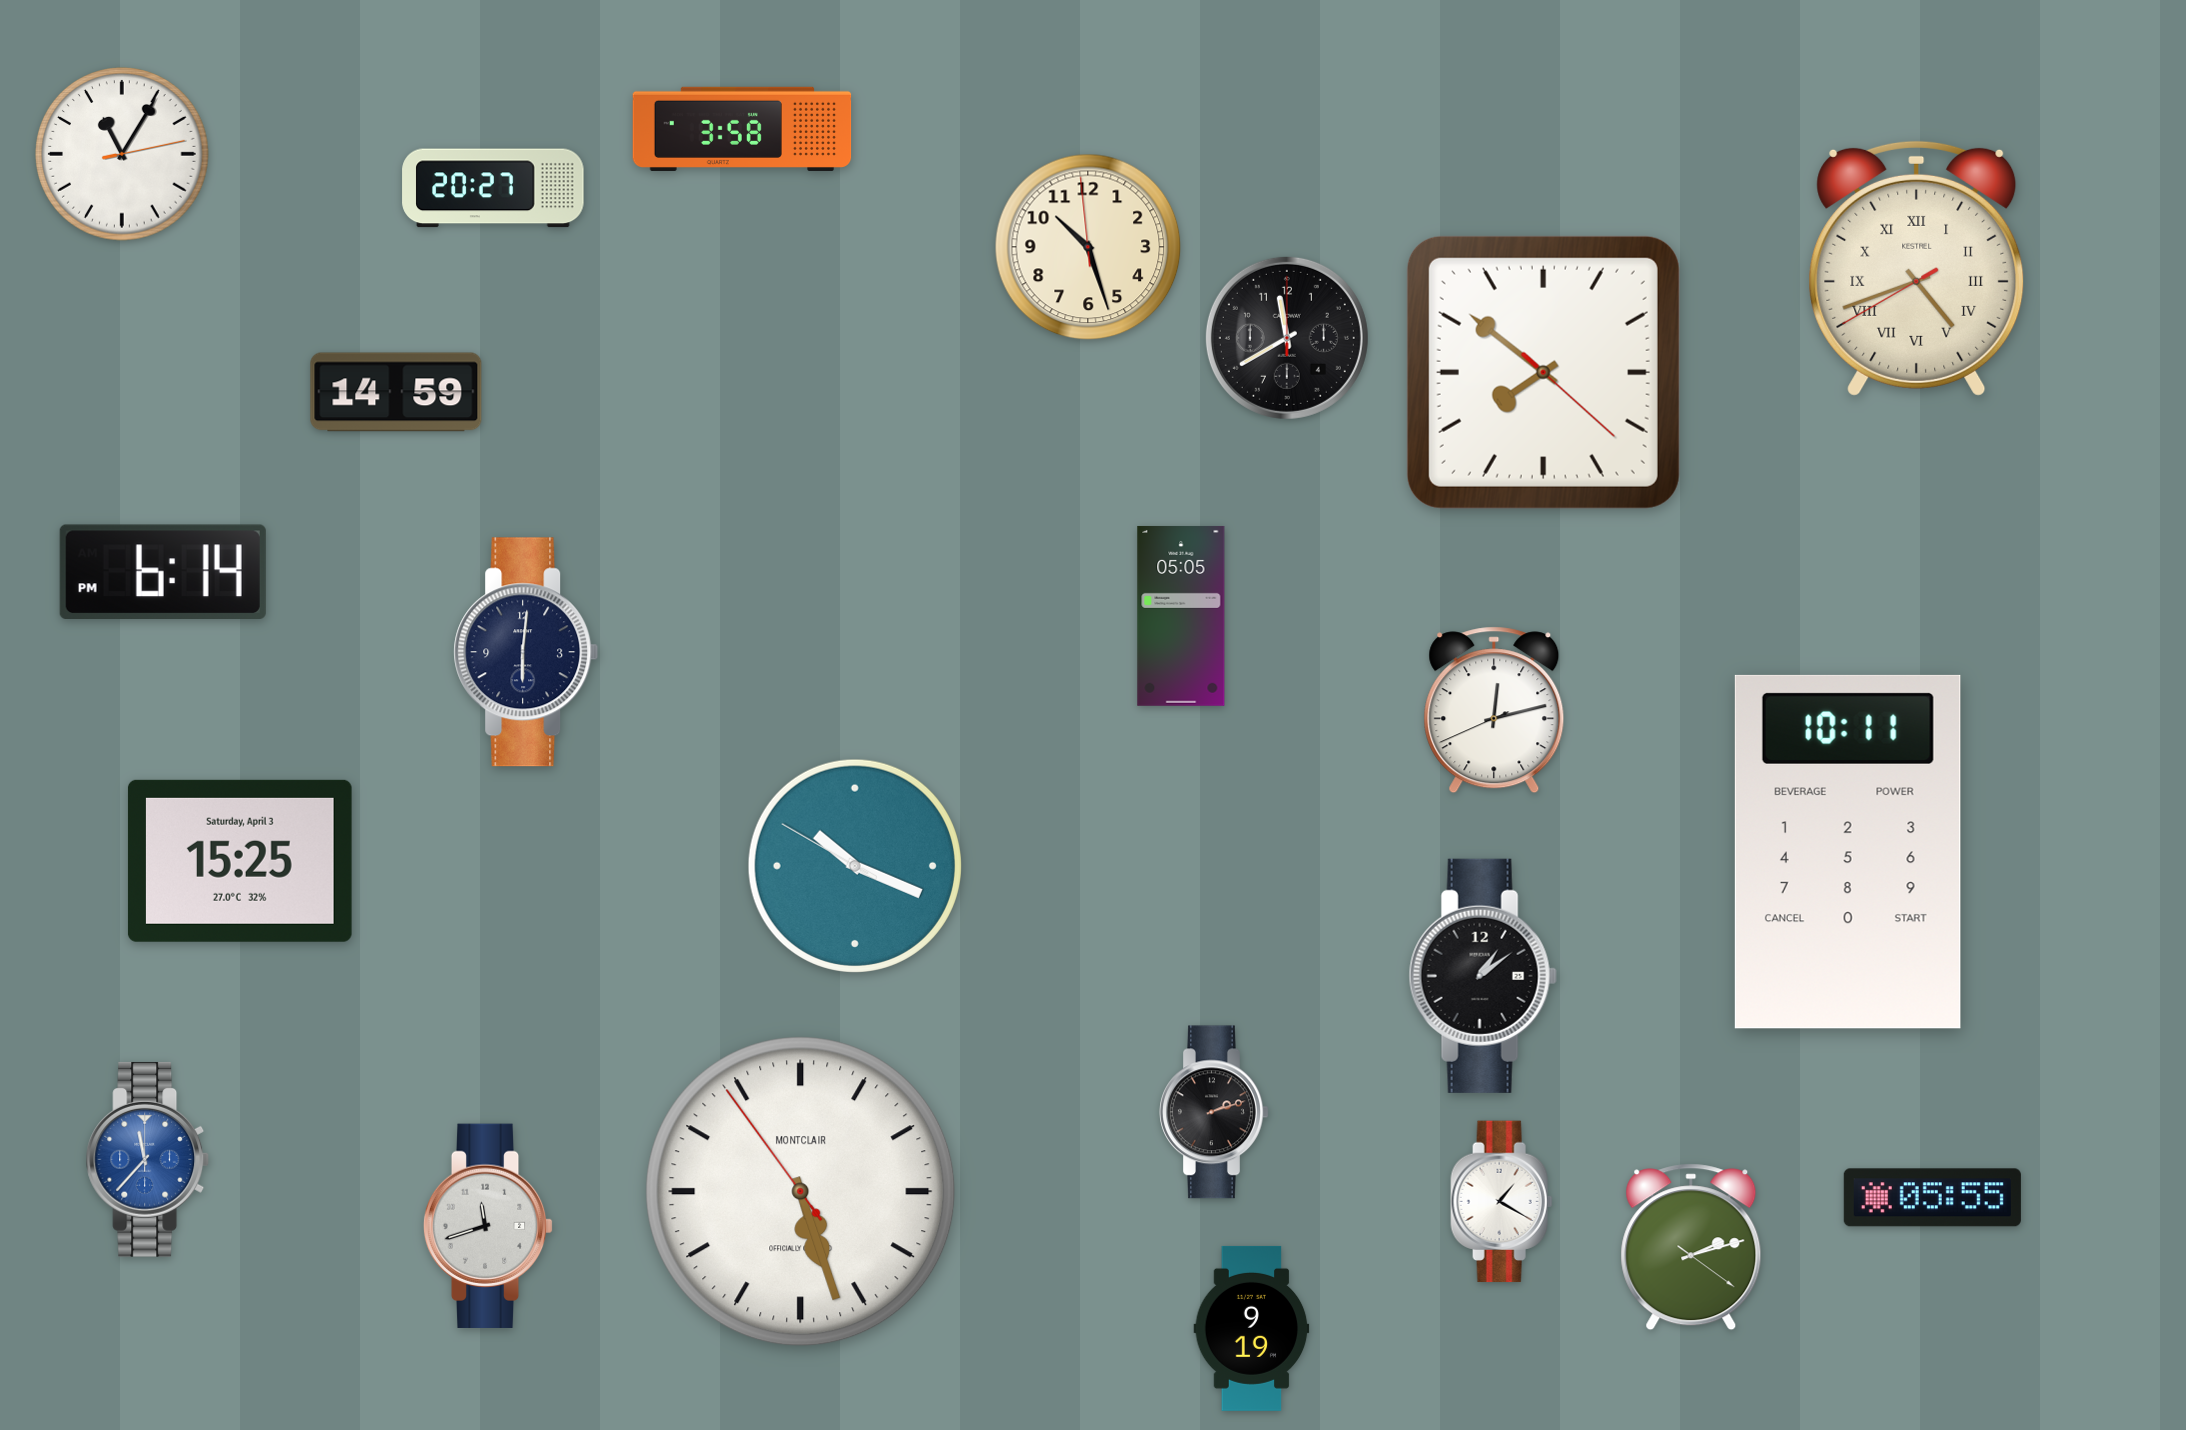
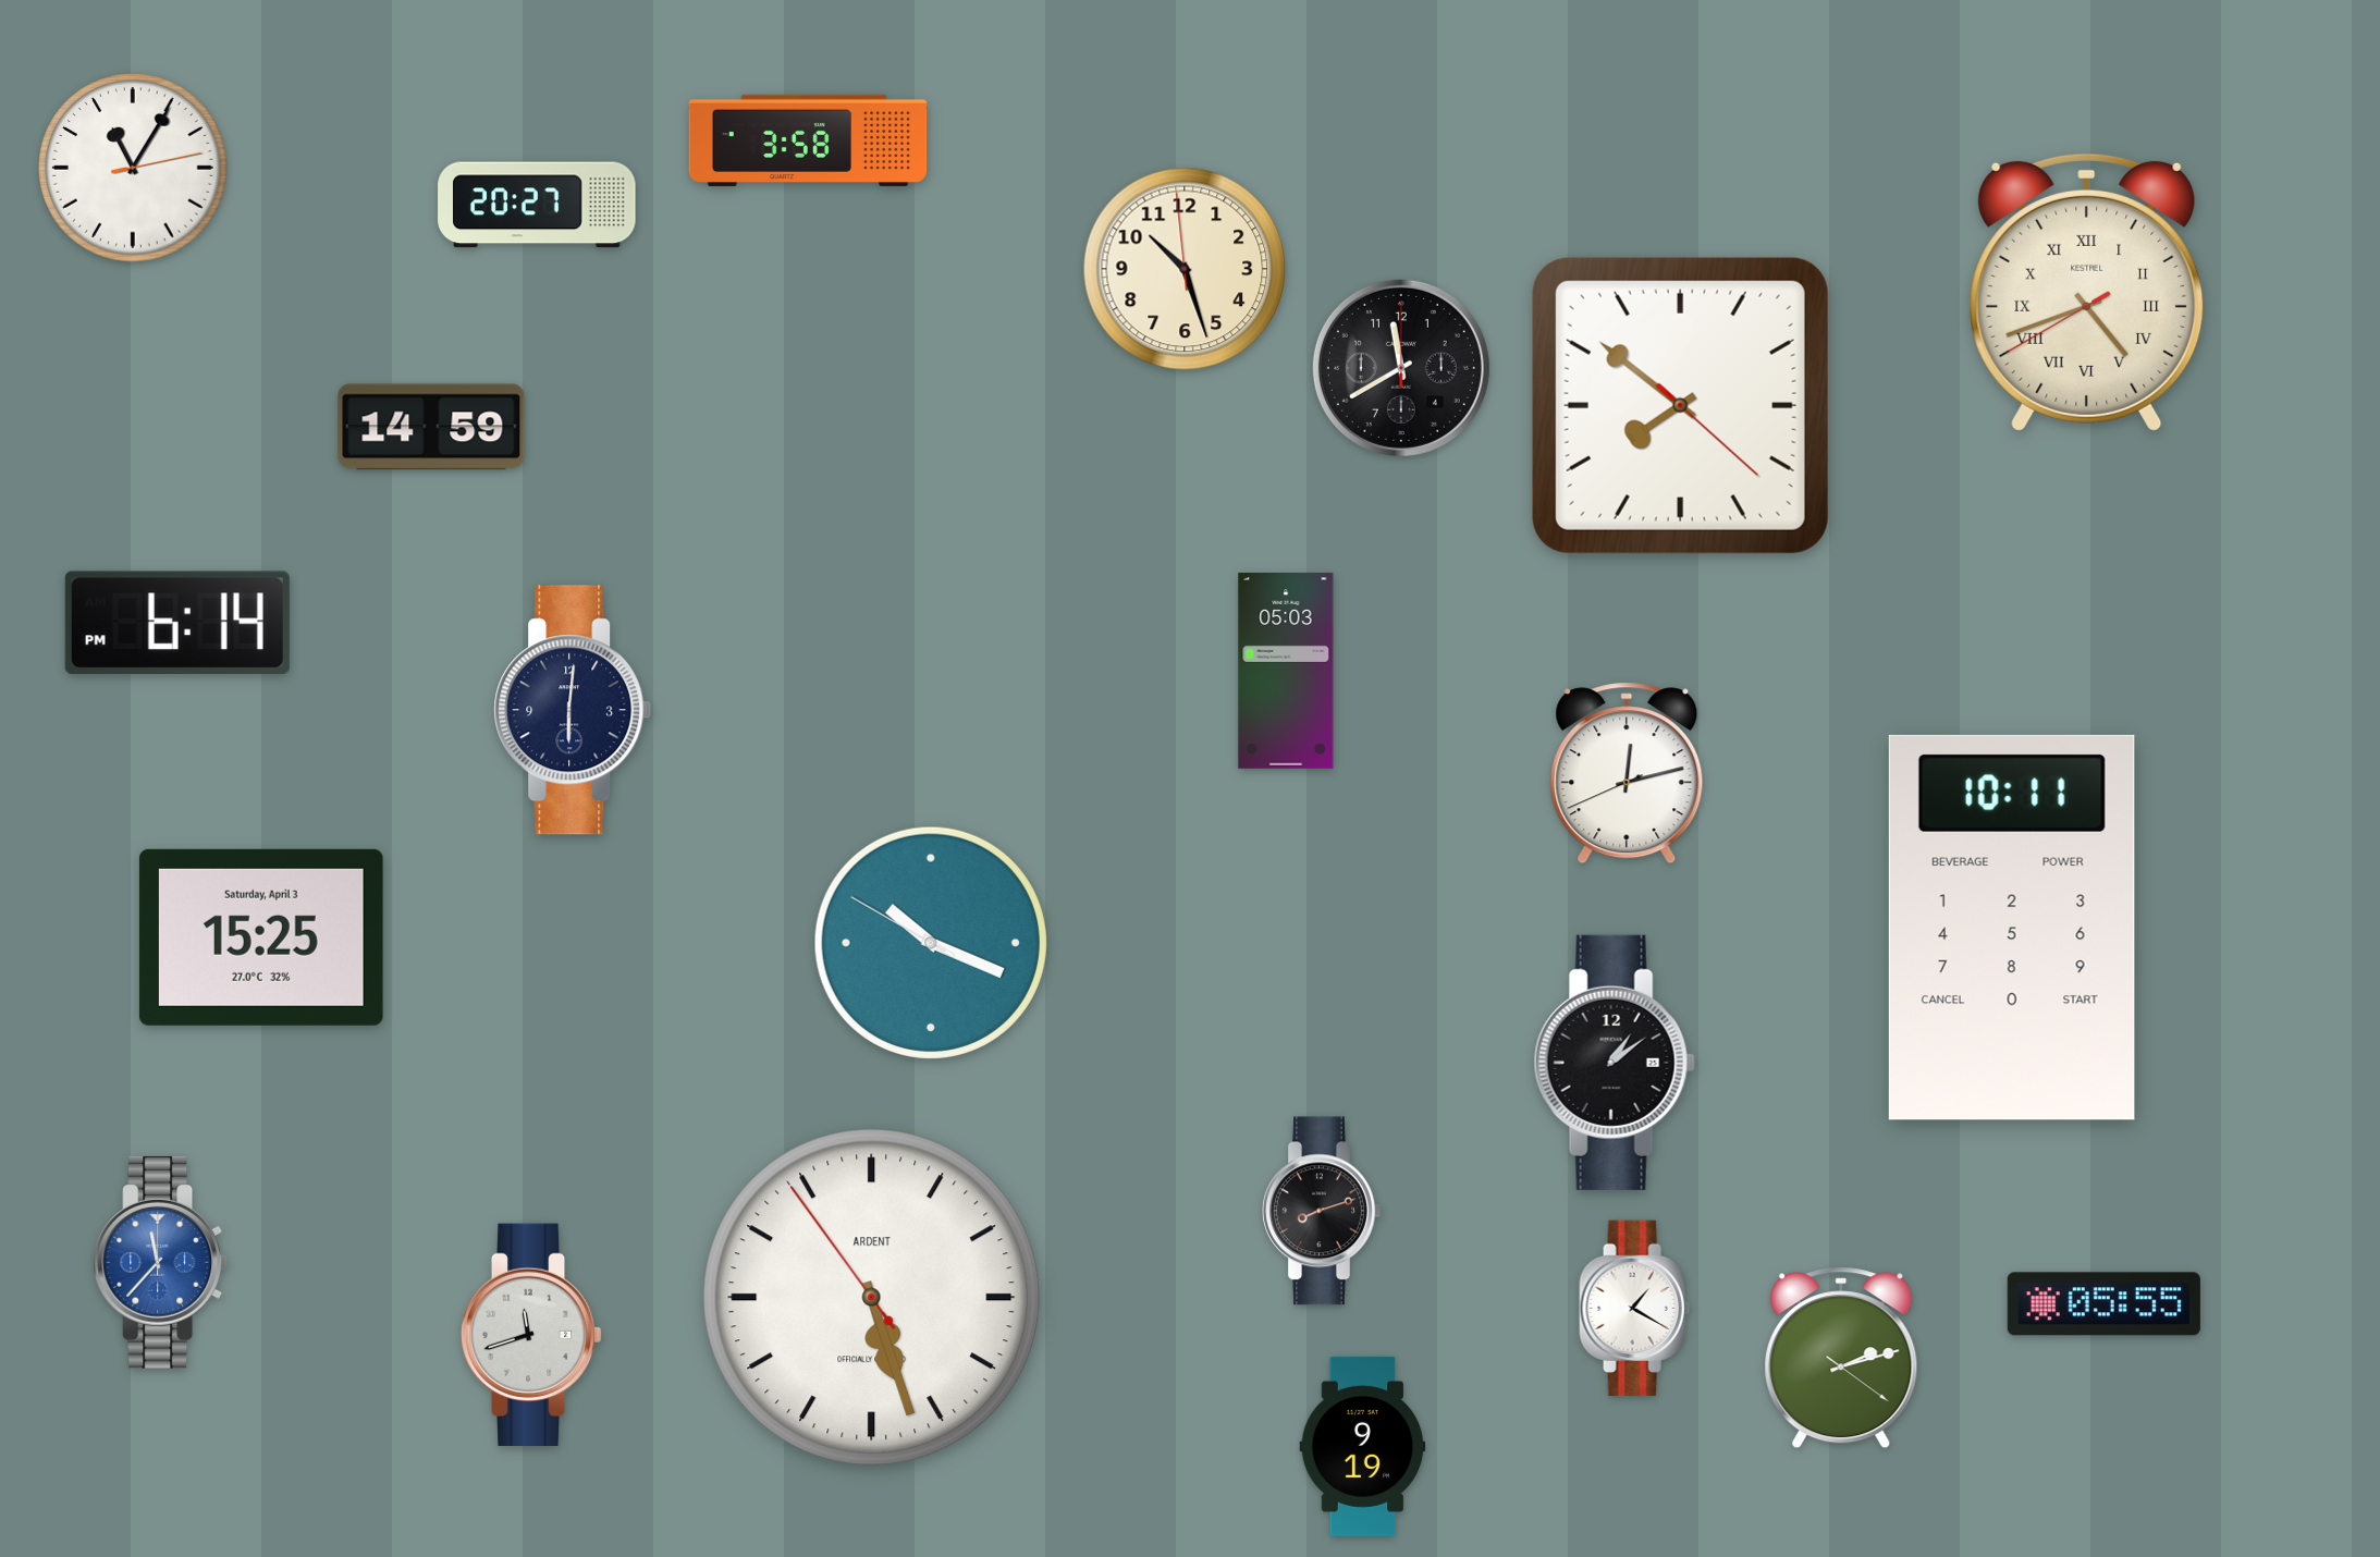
clock at (1181, 616): 05:05 -> 05:03
clock at (1214, 1112): 2:12 -> 8:12
clock at (801, 1192) brand: MONTCLAIR -> ARDENT
